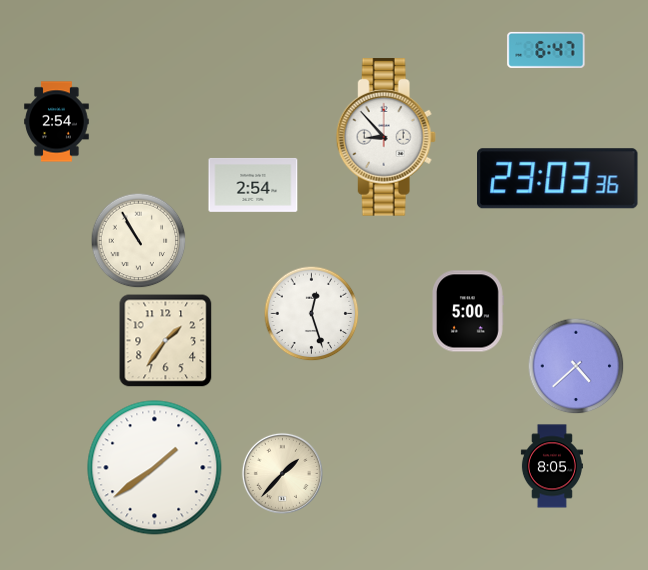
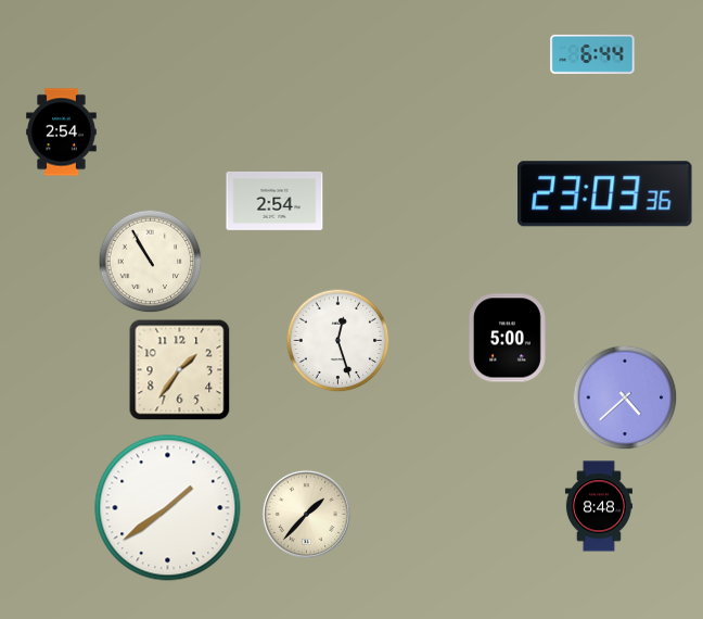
clock at (546, 50): 6:47 -> 6:44
clock at (386, 137): 8:53 -> none
clock at (552, 466): 8:05 -> 8:48
